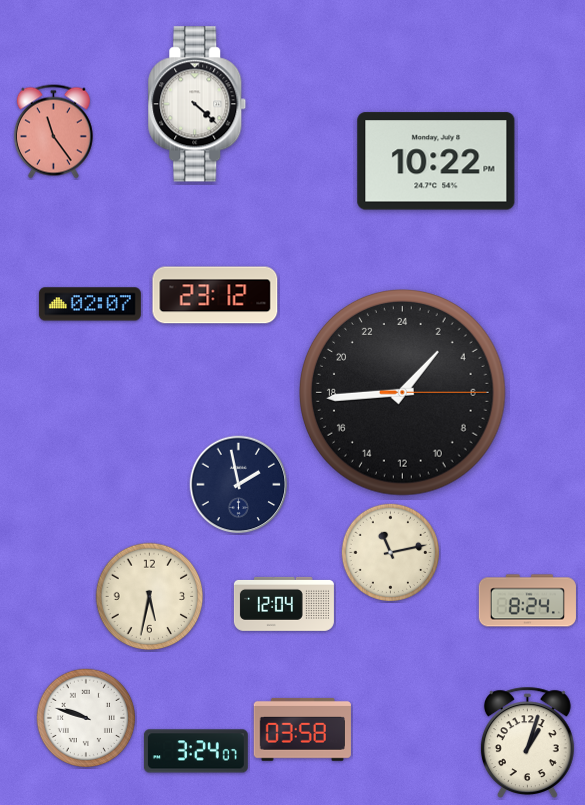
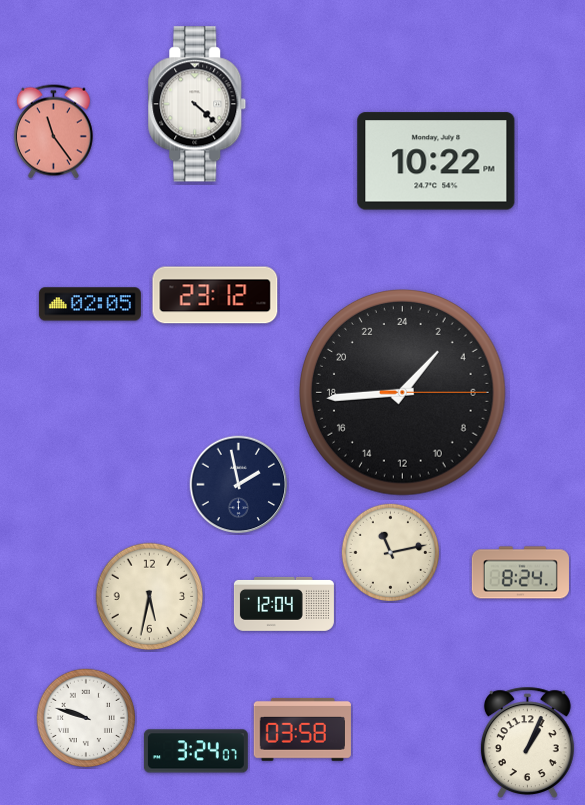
clock at (90, 304): 02:07 -> 02:05
clock at (527, 601) position: (527, 601) -> (520, 573)
clock at (527, 742): 1:03 -> 1:04
